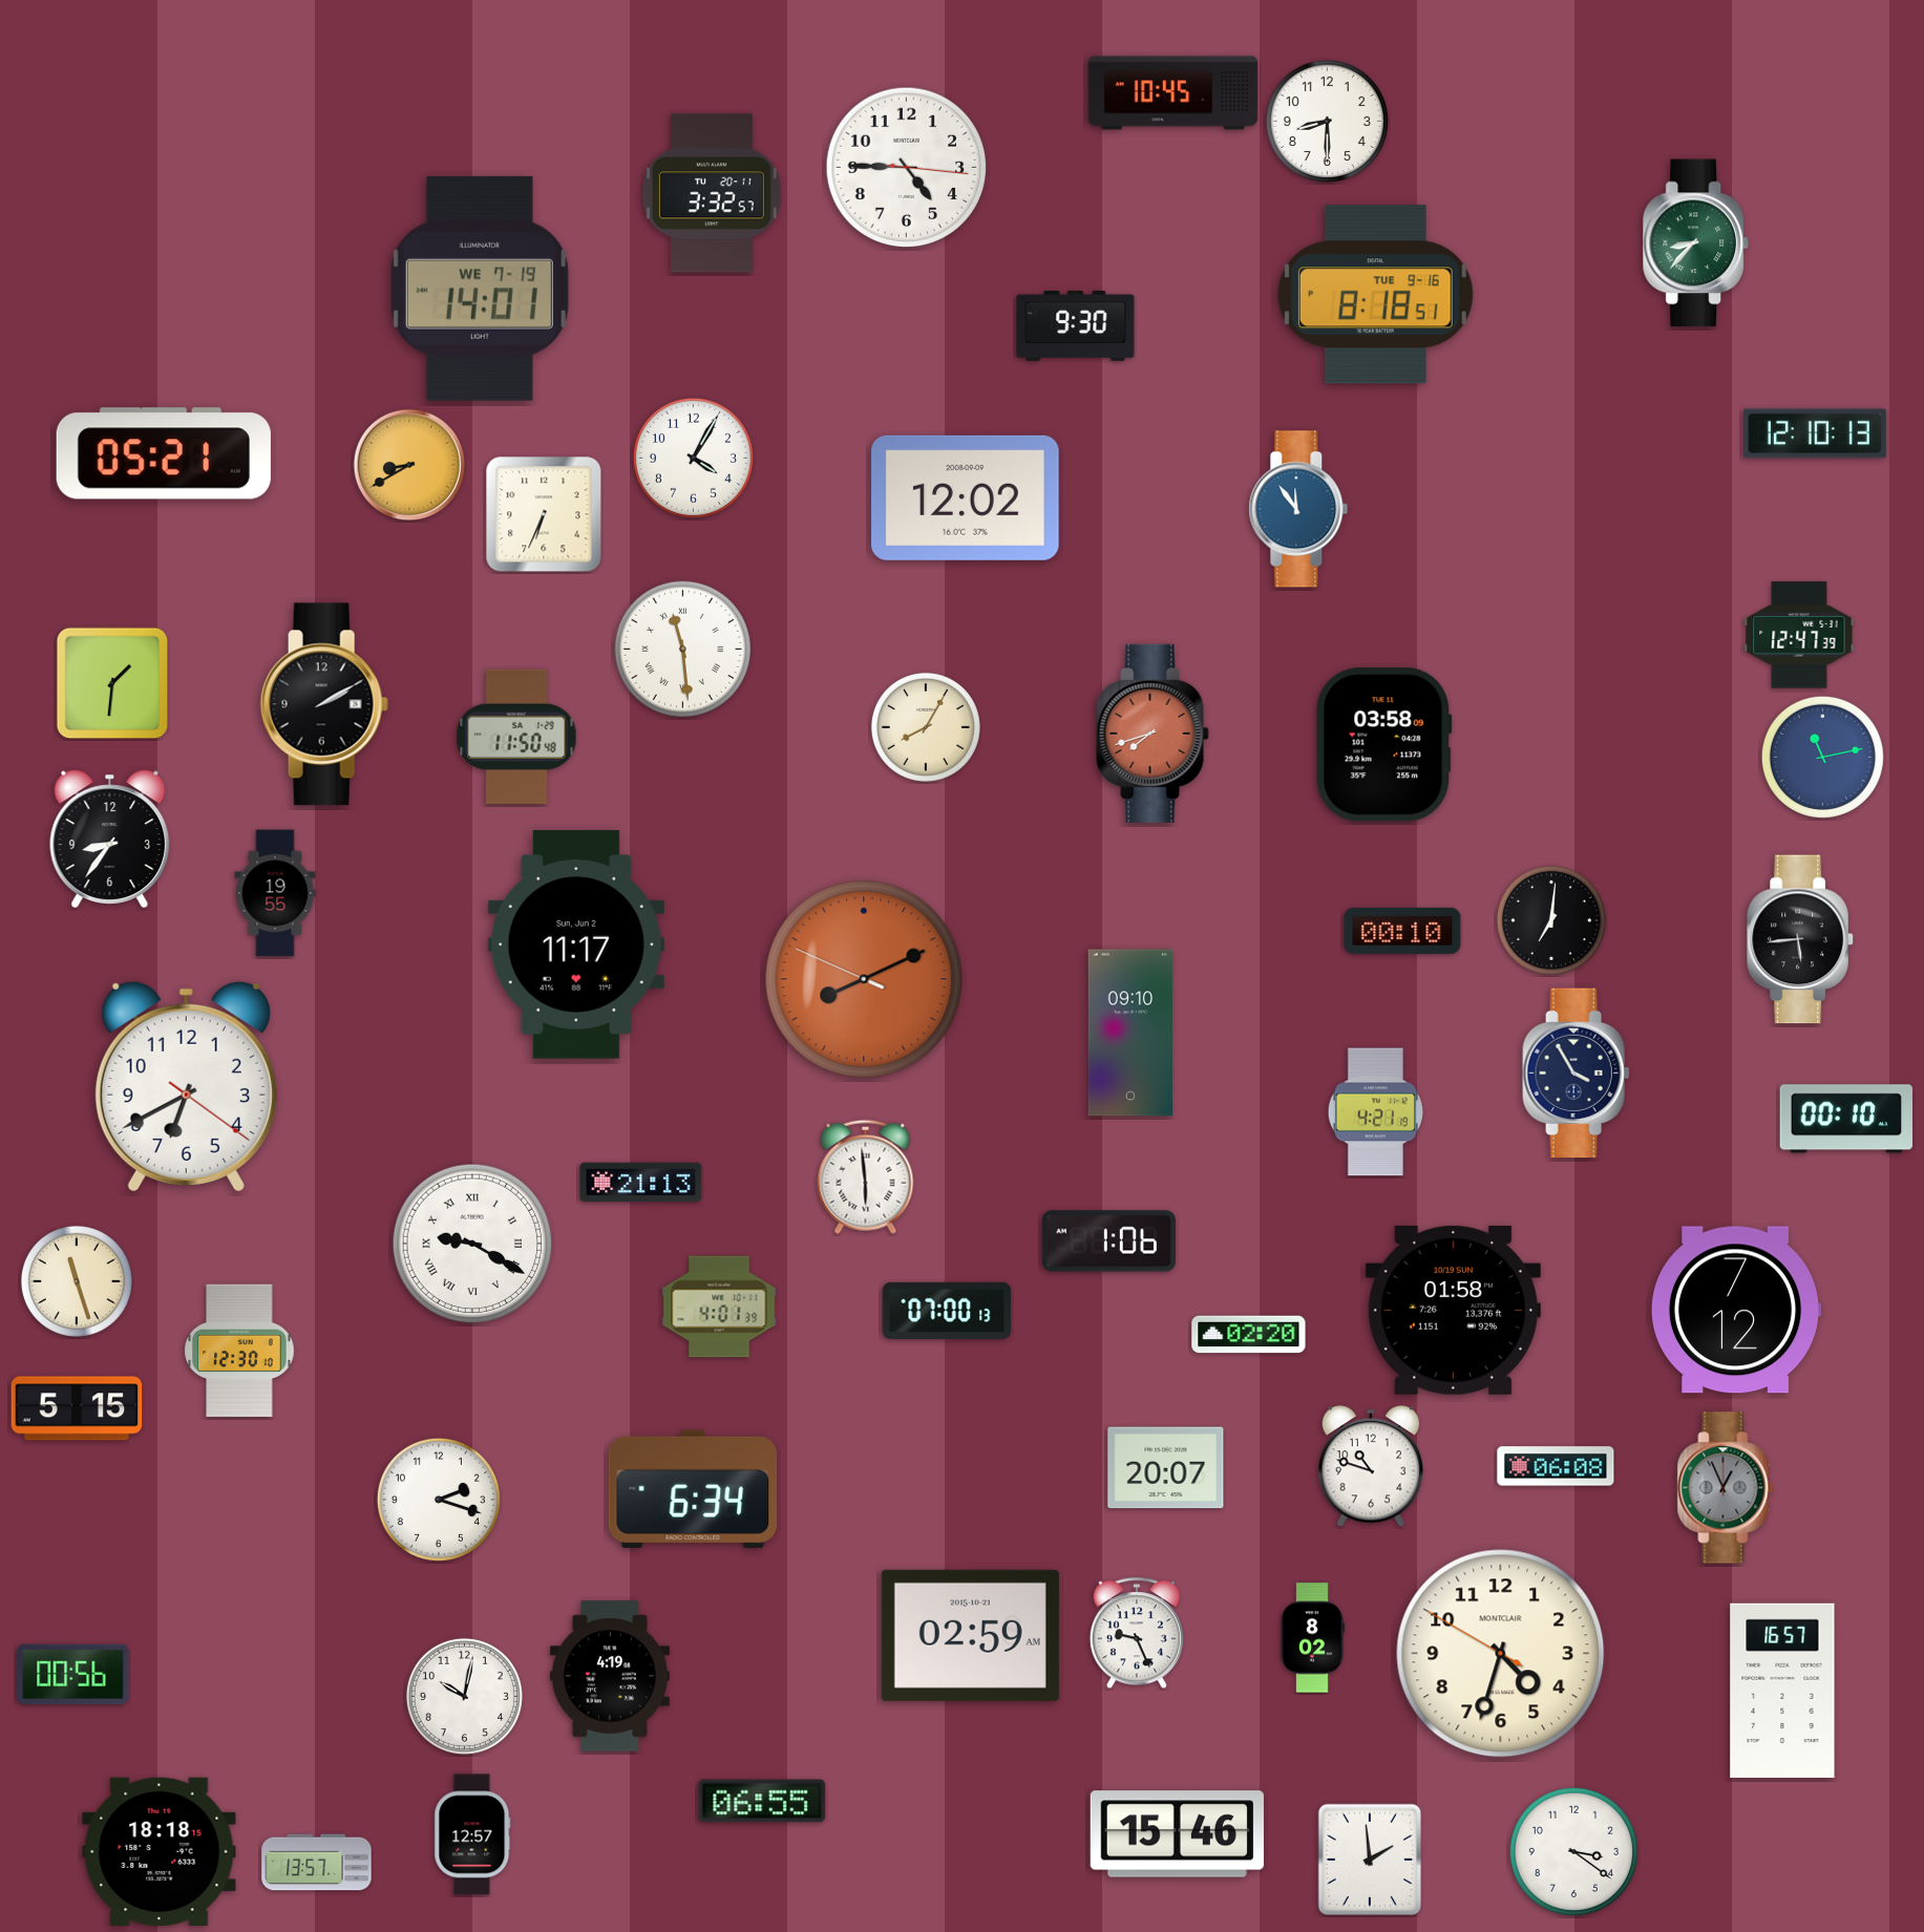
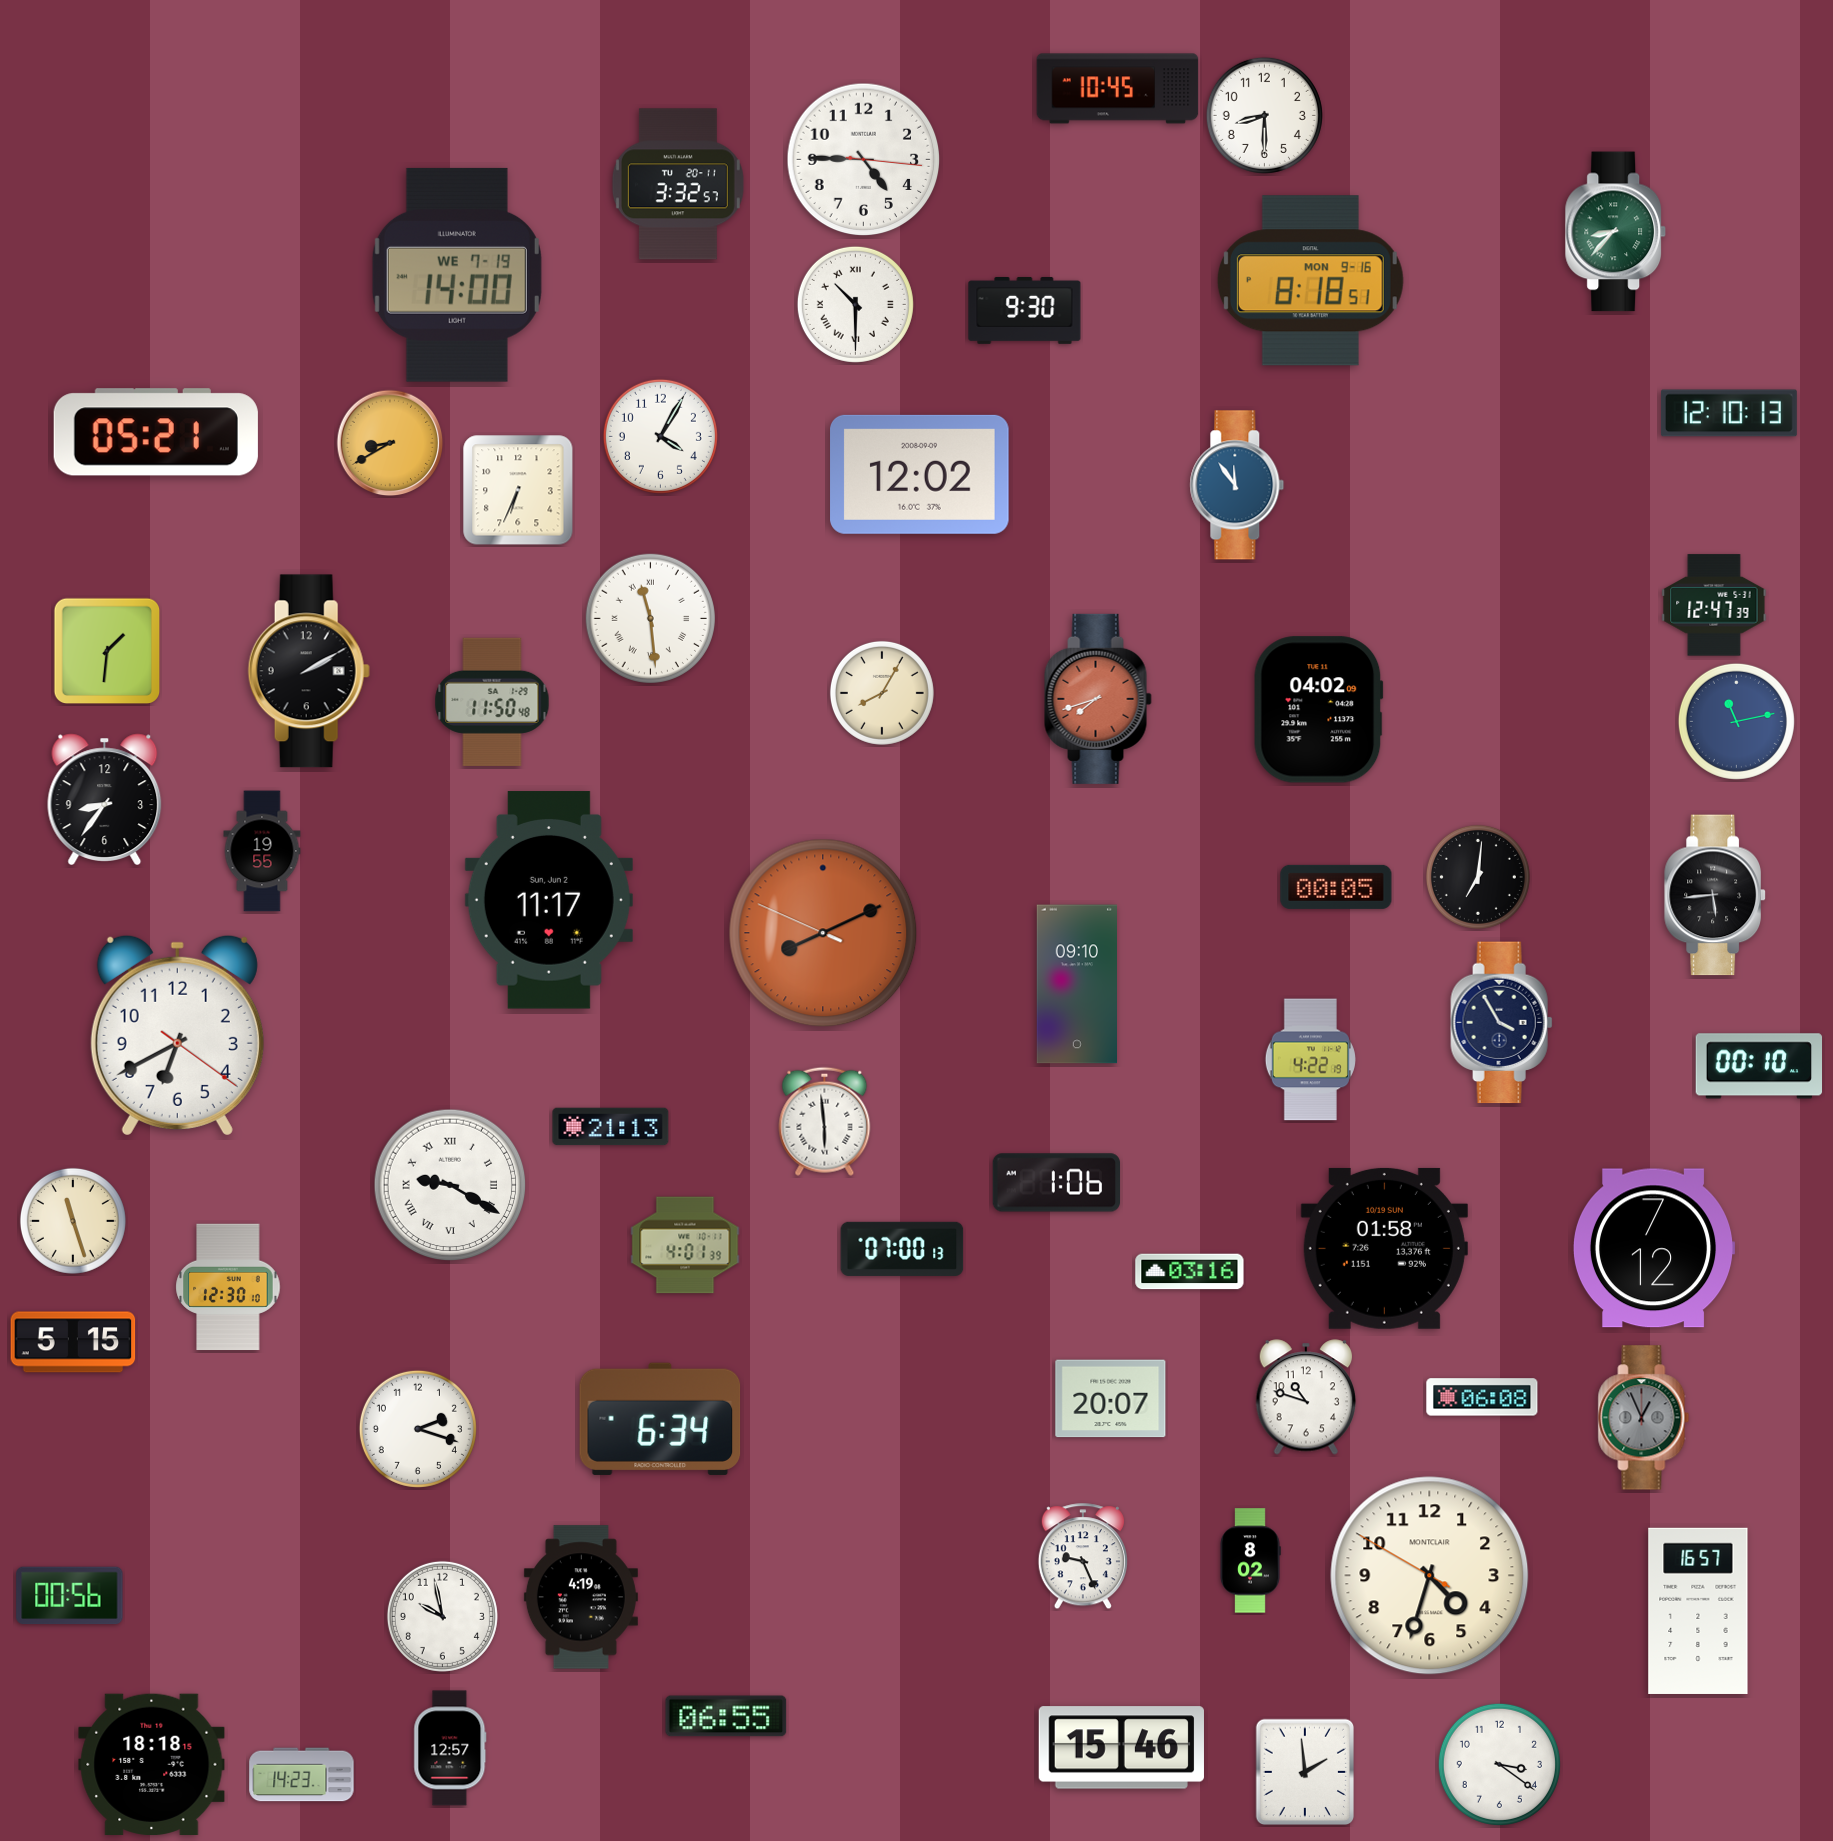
clock at (480, 289): 14:01 -> 14:00
clock at (1375, 295) date: TUE 9-16 -> MON 9-16
clock at (855, 304): none -> 10:30
clock at (1383, 745): 03:58 -> 04:02
clock at (1402, 931): 00:10 -> 00:05
clock at (1375, 1112): 4:21 -> 4:22
clock at (1249, 1335): 02:20 -> 03:16
clock at (970, 1635): 02:59 -> none
clock at (464, 1696): 10:02 -> 9:58
clock at (317, 1863): 13:57 -> 14:23
